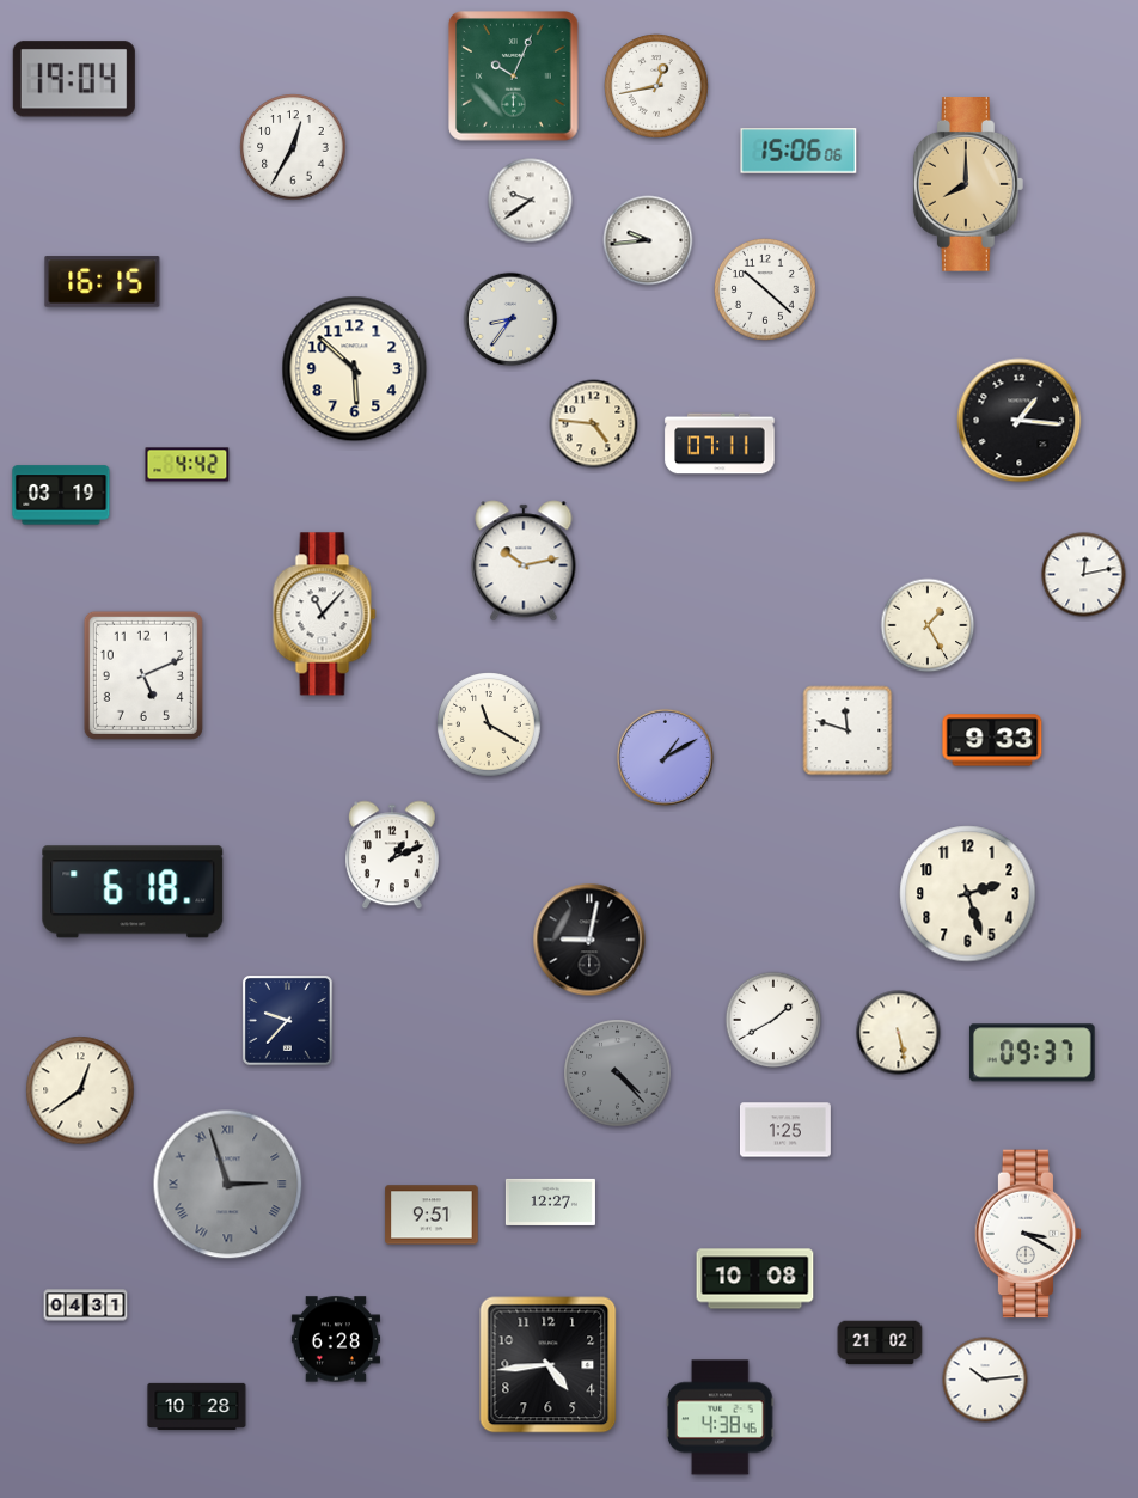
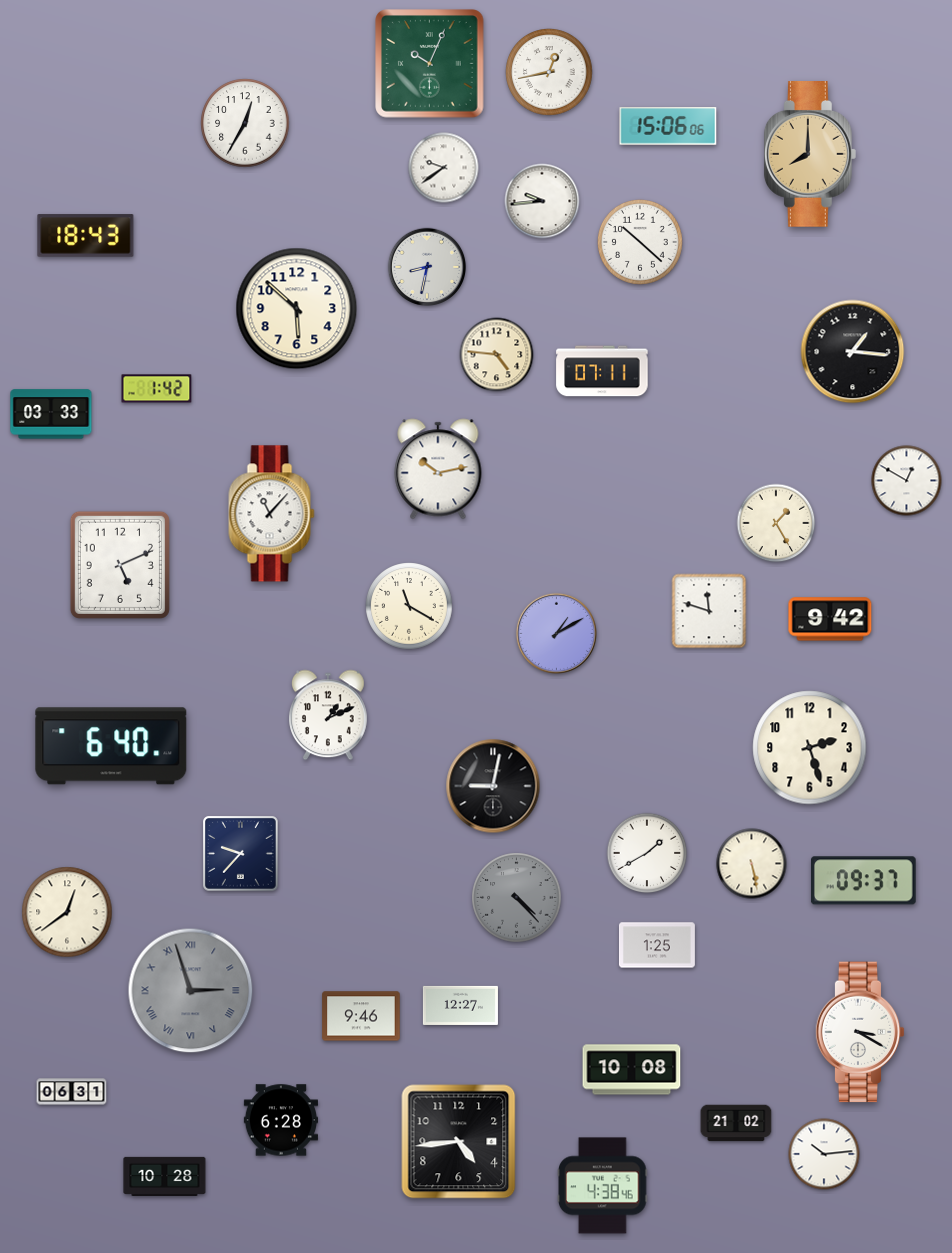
clock at (74, 79): 19:04 -> none
clock at (103, 282): 16:15 -> 18:43
clock at (510, 319): 8:36 -> 8:32
clock at (188, 465): 4:42 -> 1:42
clock at (61, 495): 03:19 -> 03:33
clock at (1084, 575): 12:13 -> 12:50
clock at (992, 740): 9:33 -> 9:42
clock at (133, 892): 6:18 -> 6:40
clock at (432, 1215): 9:51 -> 9:46
clock at (86, 1306): 04:31 -> 06:31
